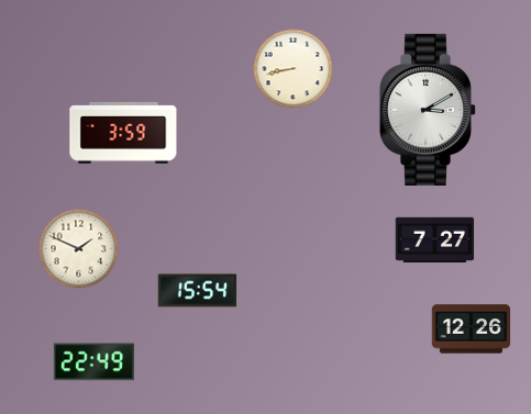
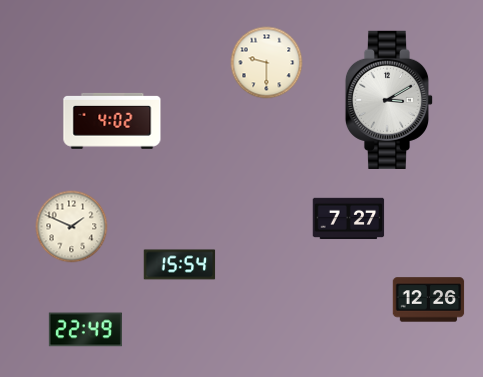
clock at (294, 69): 8:43 -> 9:30
clock at (123, 133): 3:59 -> 4:02
clock at (435, 240) position: (435, 240) -> (349, 219)
